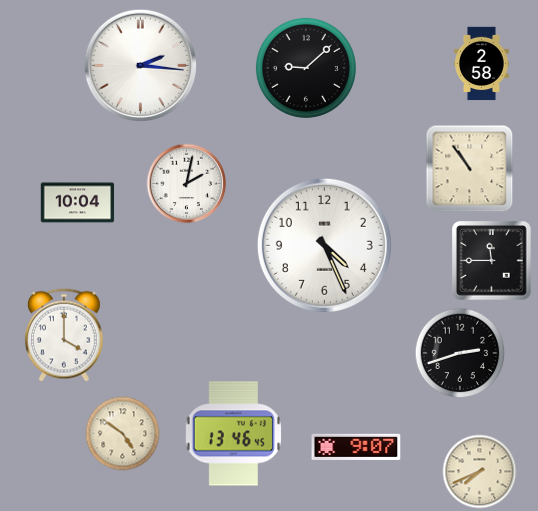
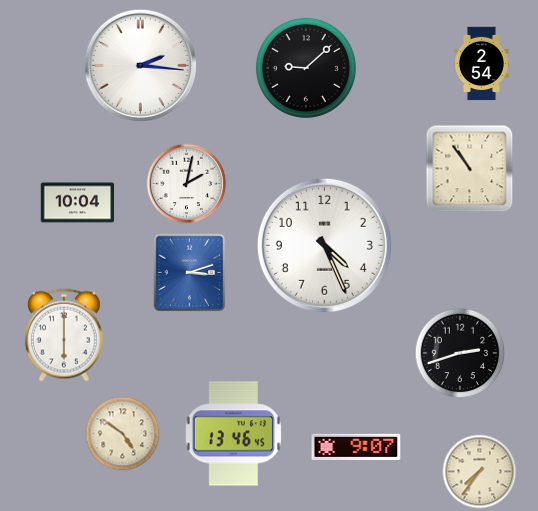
clock at (482, 64): 2:58 -> 2:54
clock at (492, 261): 11:45 -> none
clock at (190, 273): none -> 3:12
clock at (64, 335): 4:00 -> 6:00
clock at (480, 472): 7:41 -> 7:36
